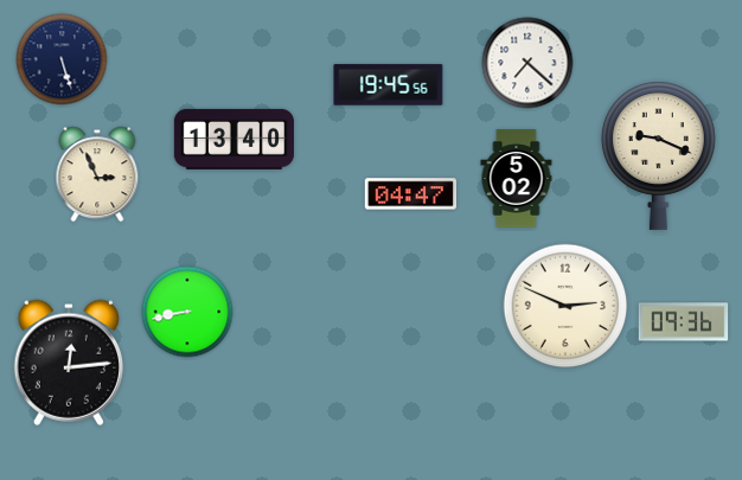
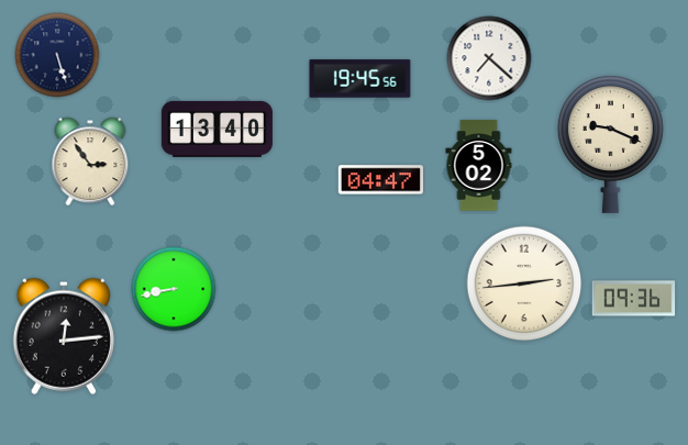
clock at (97, 174): 2:56 -> 2:54
clock at (565, 306): 2:49 -> 2:44
